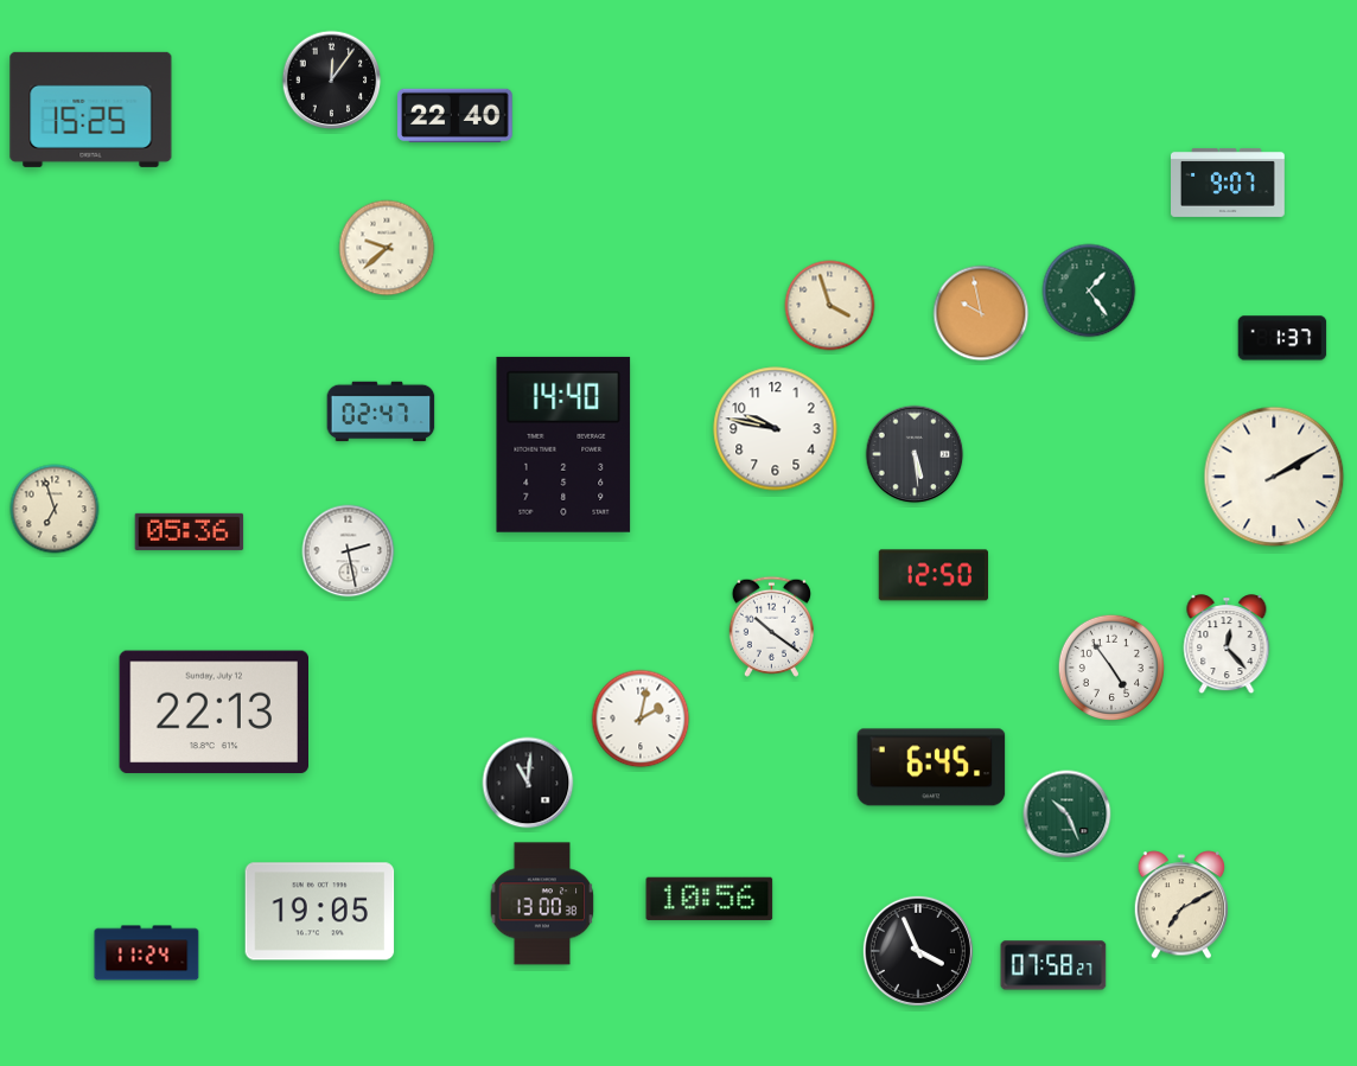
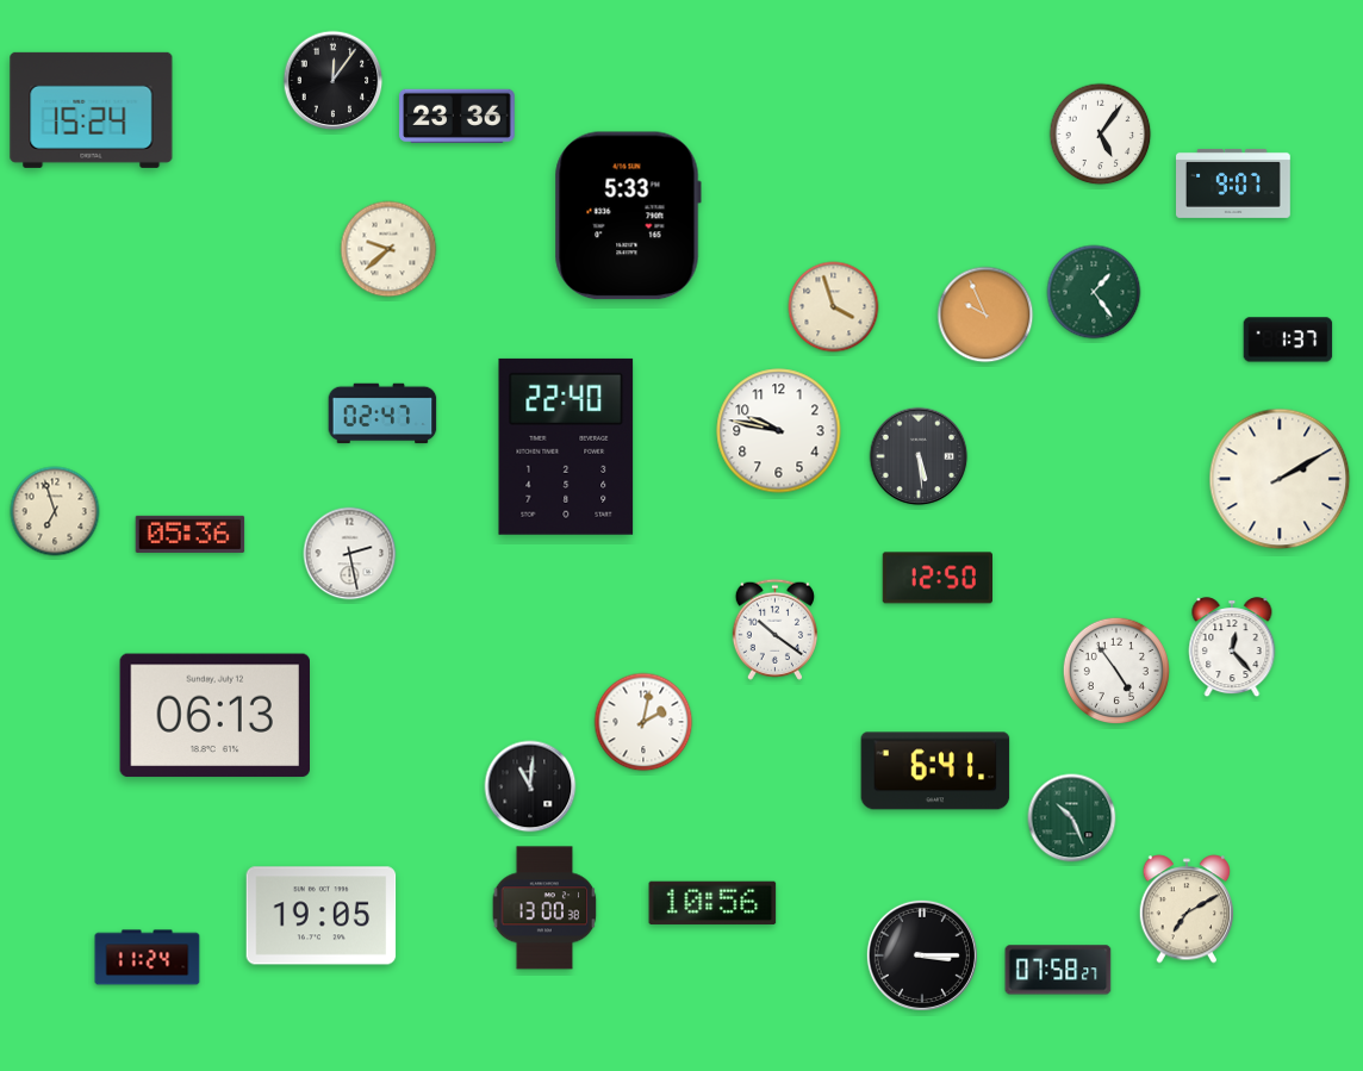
clock at (91, 109): 15:25 -> 15:24
clock at (455, 115): 22:40 -> 23:36
clock at (1101, 135): none -> 5:06
clock at (628, 216): none -> 5:33
clock at (981, 313): 9:58 -> 9:56
clock at (563, 445): 14:40 -> 22:40
clock at (214, 713): 22:13 -> 06:13
clock at (931, 767): 6:45 -> 6:41
clock at (918, 951): 3:56 -> 3:15
